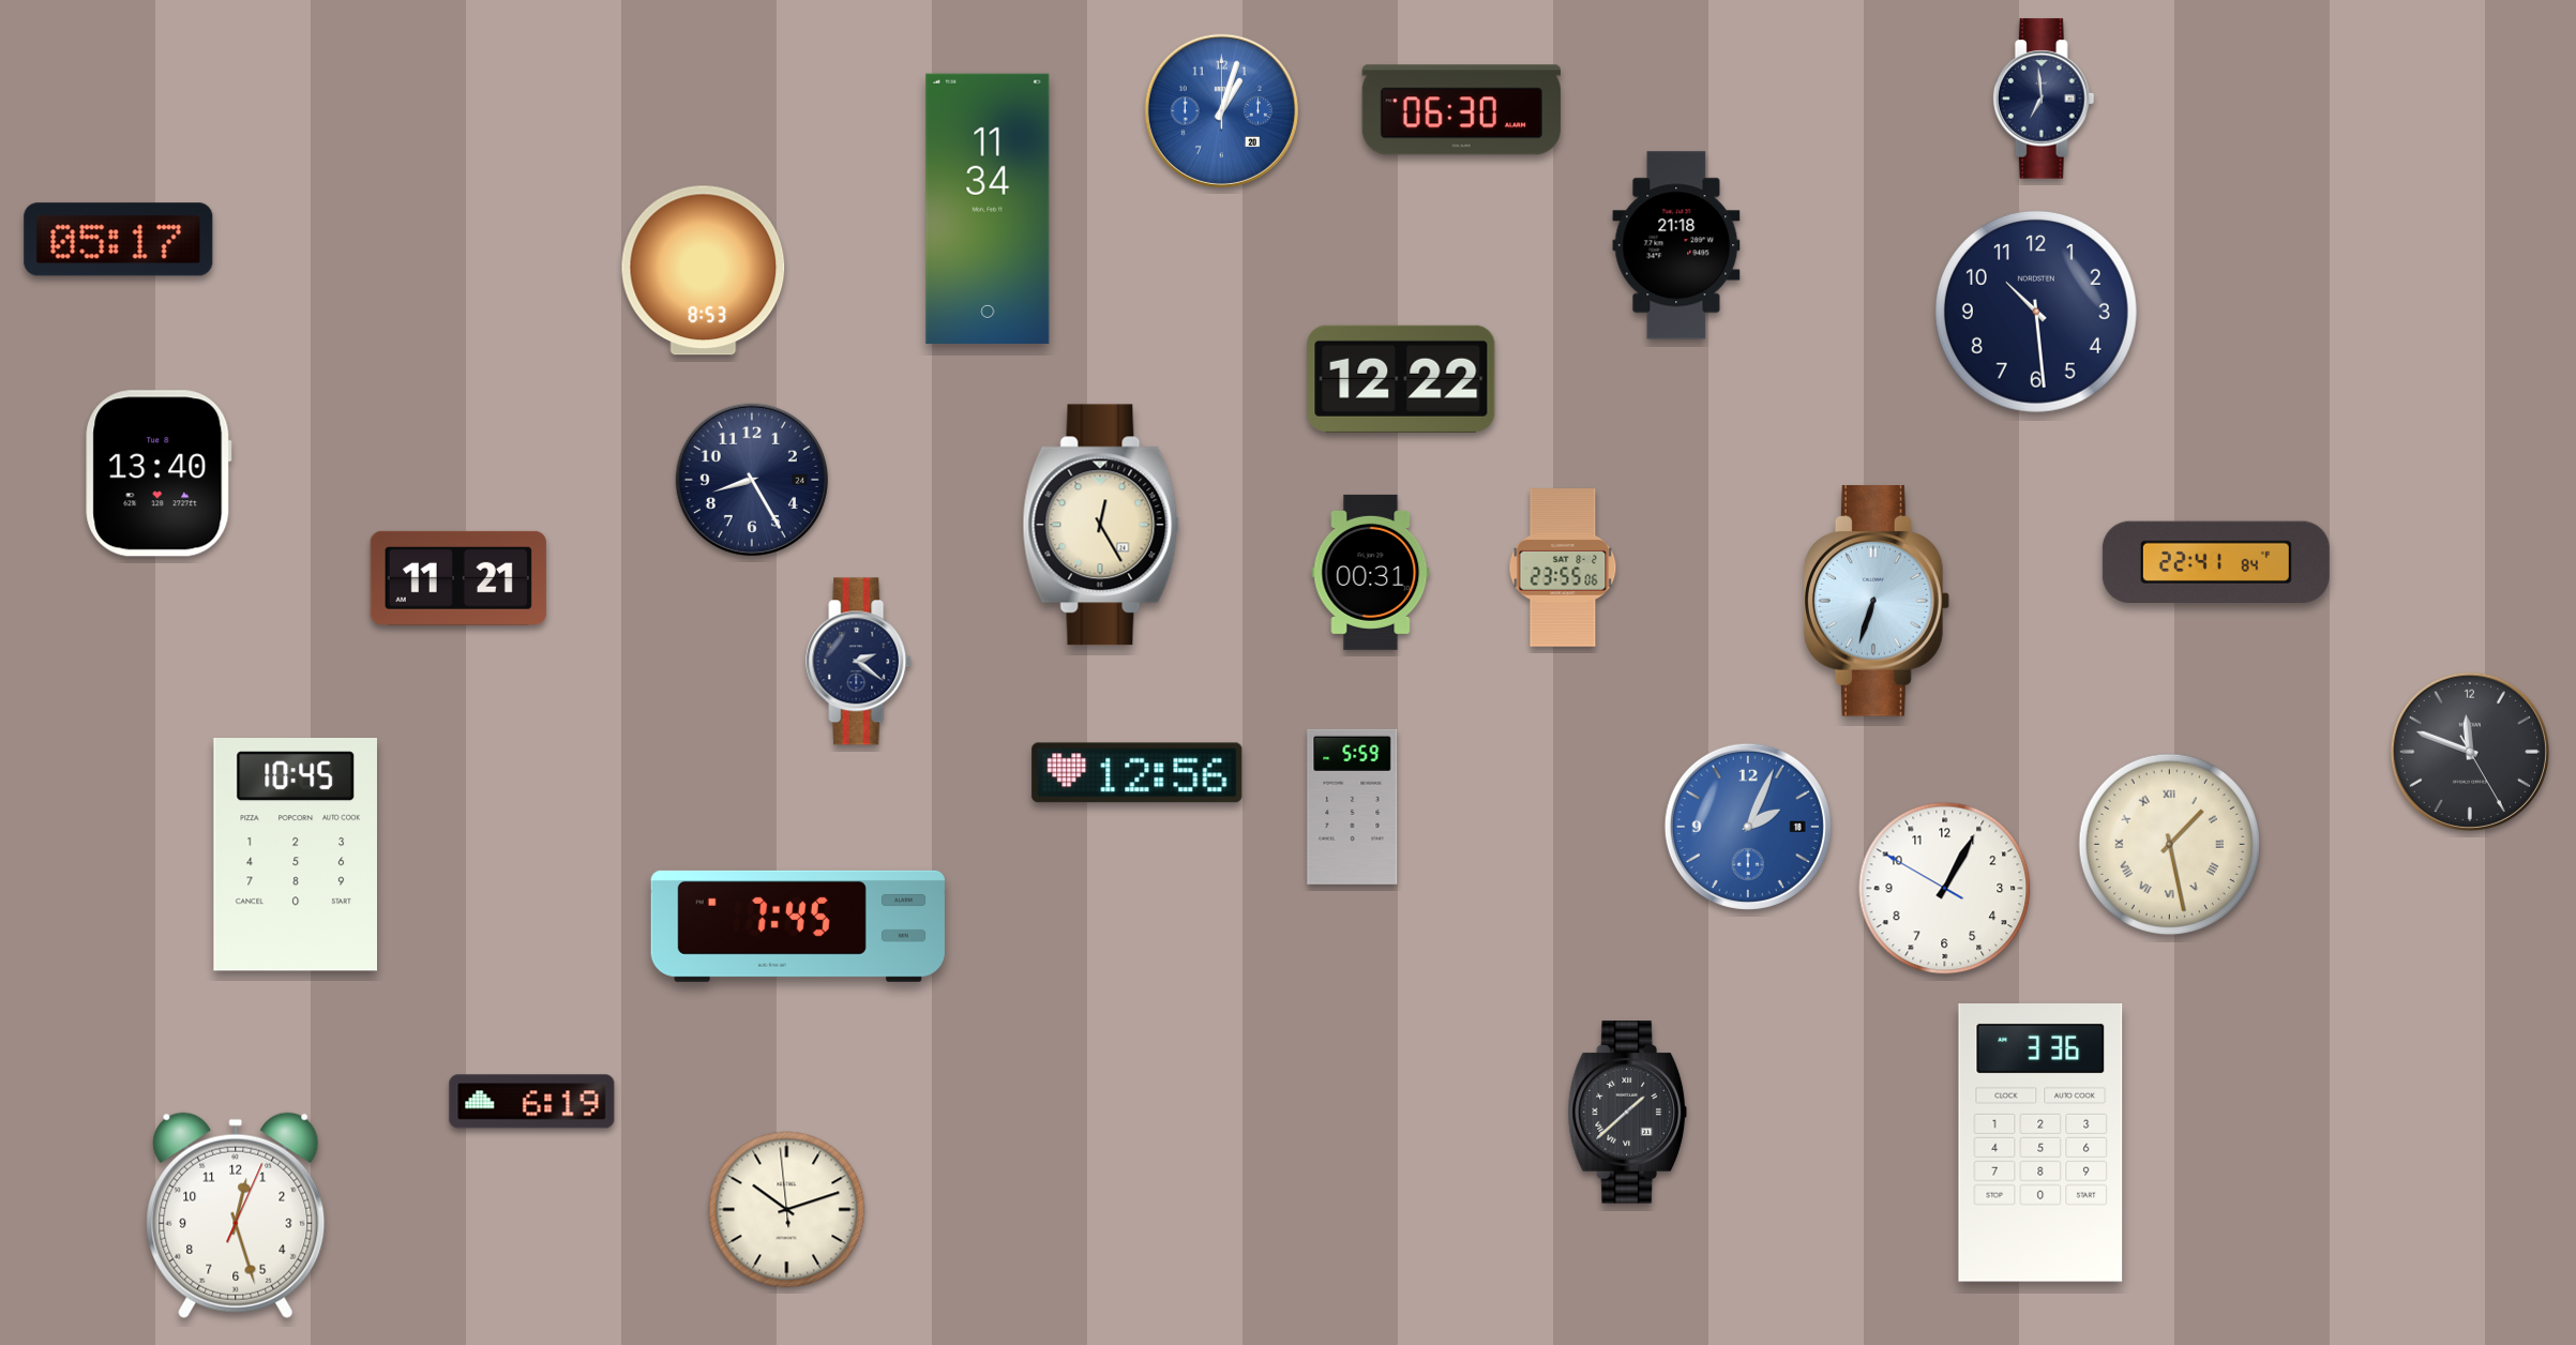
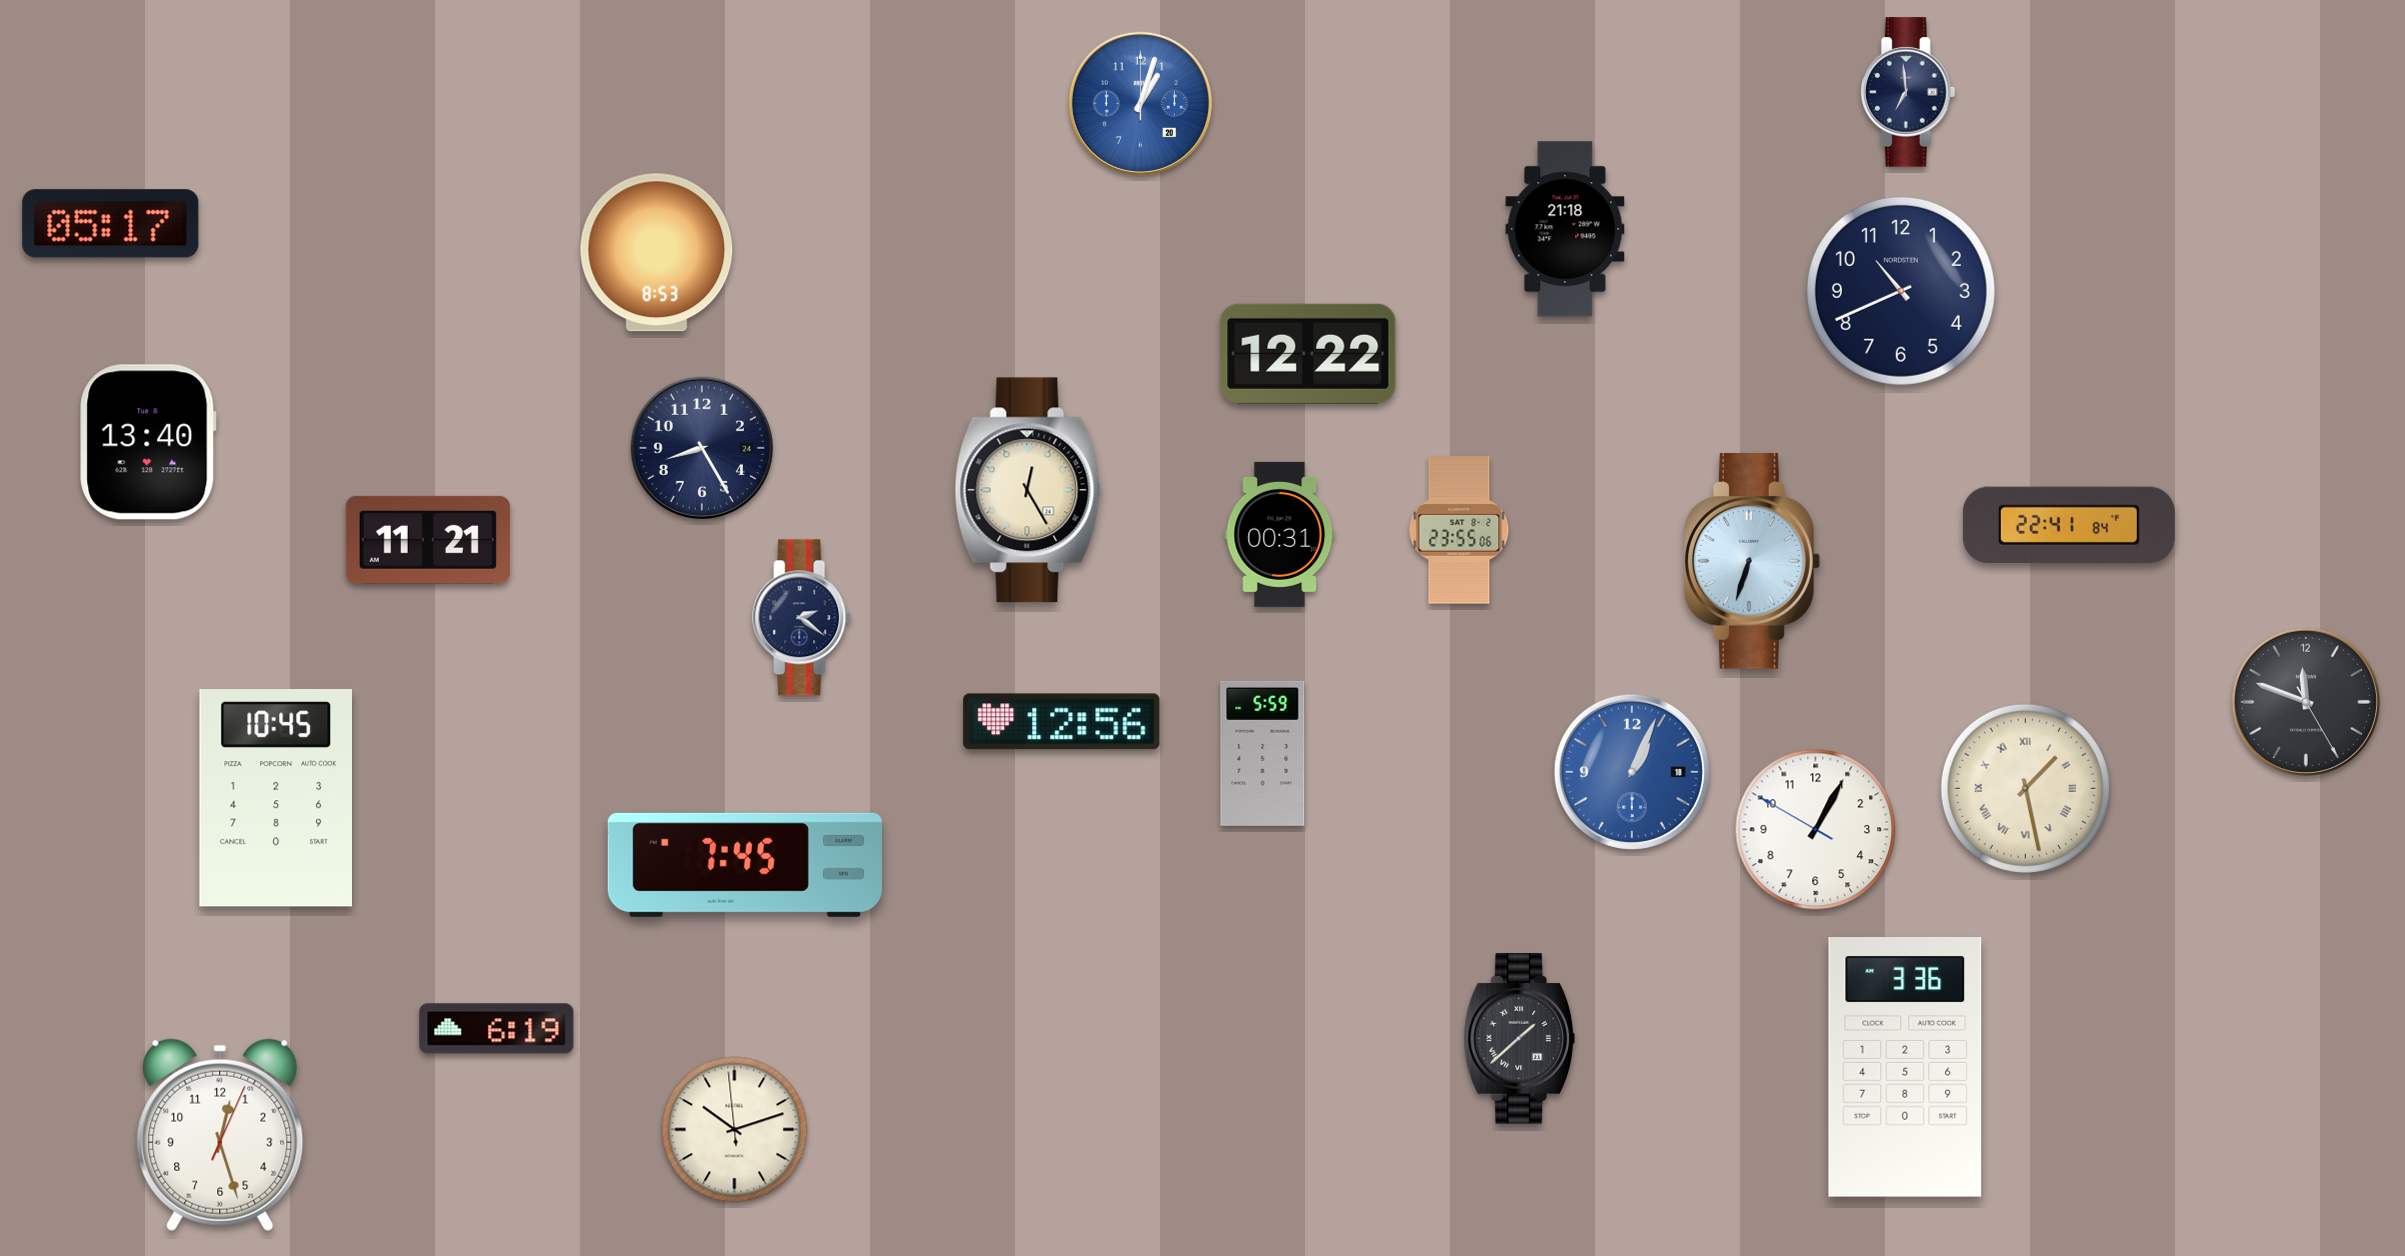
clock at (1461, 110): 06:30 -> none
clock at (988, 209): 11:34 -> none
clock at (2036, 312): 10:29 -> 10:41
clock at (1748, 827): 2:04 -> 1:04
